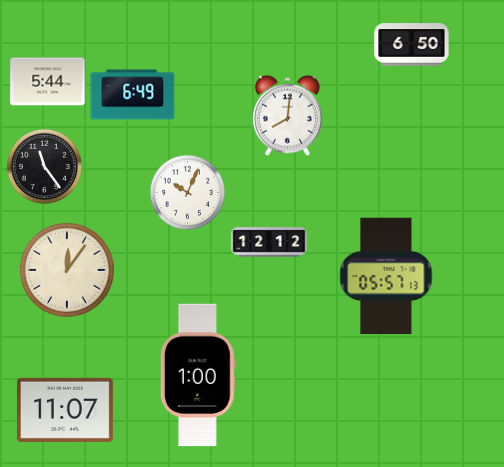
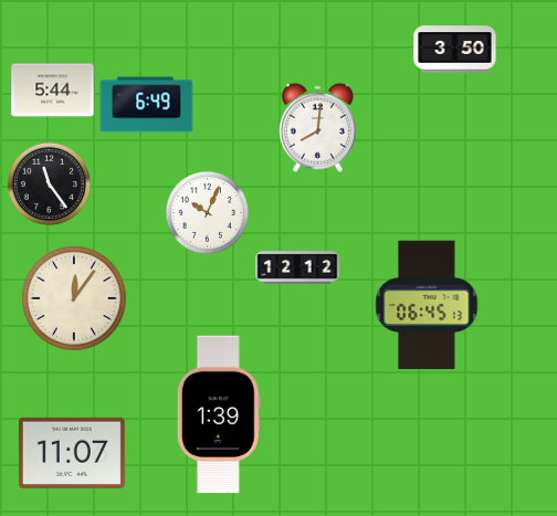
clock at (412, 45): 6:50 -> 3:50
clock at (386, 276): 05:57 -> 06:45
clock at (198, 375): 1:00 -> 1:39
